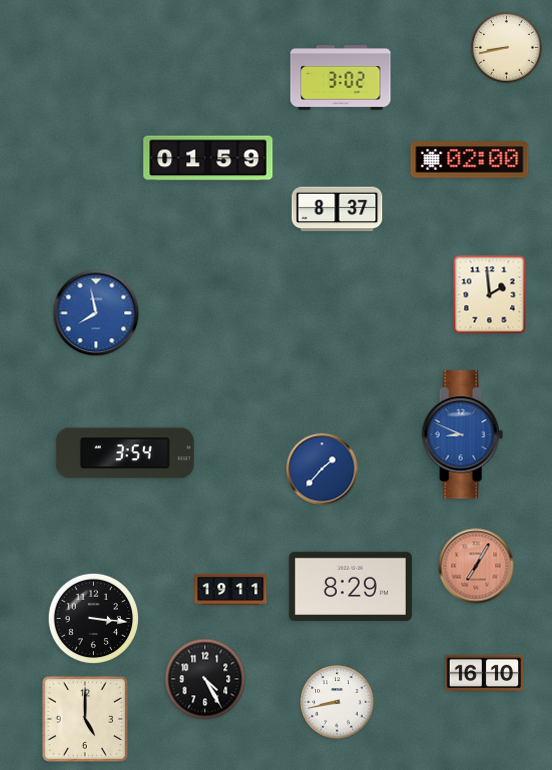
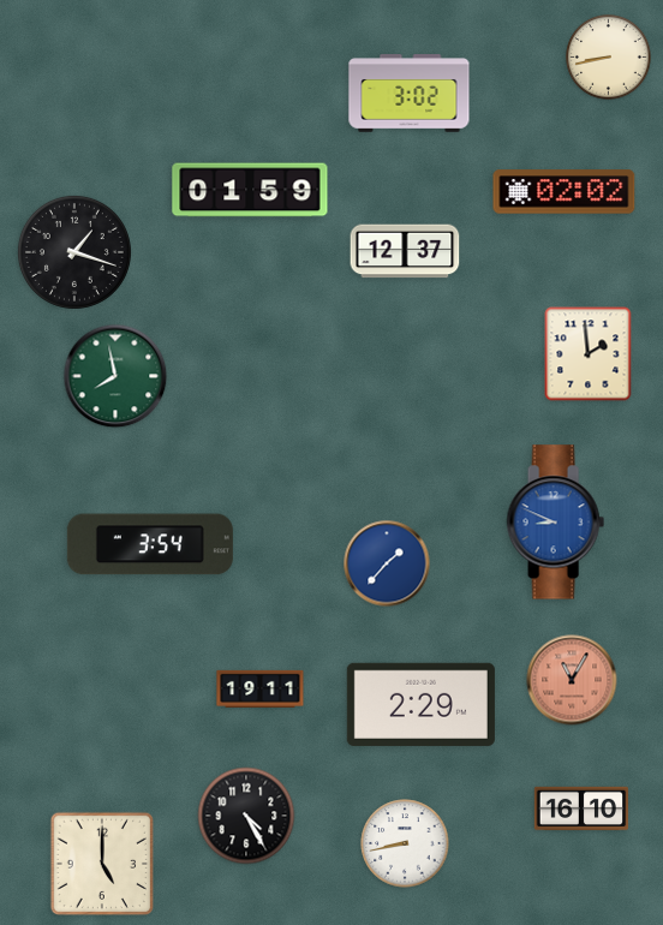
clock at (470, 160): 02:00 -> 02:02
clock at (337, 209): 8:37 -> 12:37
clock at (74, 252): none -> 1:18
clock at (96, 313) dial: blue -> green
clock at (476, 566): 7:05 -> 11:05
clock at (350, 586): 8:29 -> 2:29
clock at (231, 589) position: (231, 589) -> (261, 688)
clock at (94, 619): 3:16 -> none
